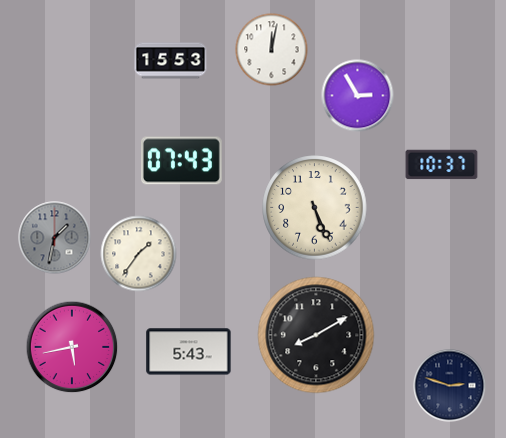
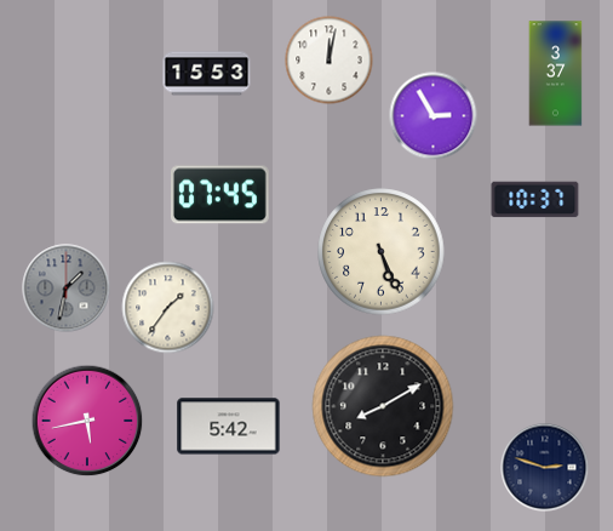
clock at (556, 74): none -> 3:37
clock at (181, 161): 07:43 -> 07:45
clock at (189, 352): 5:43 -> 5:42
